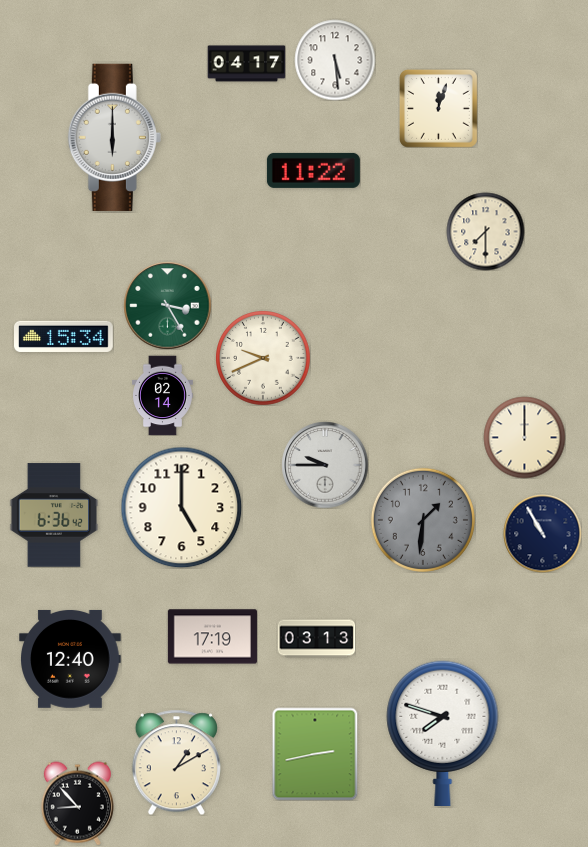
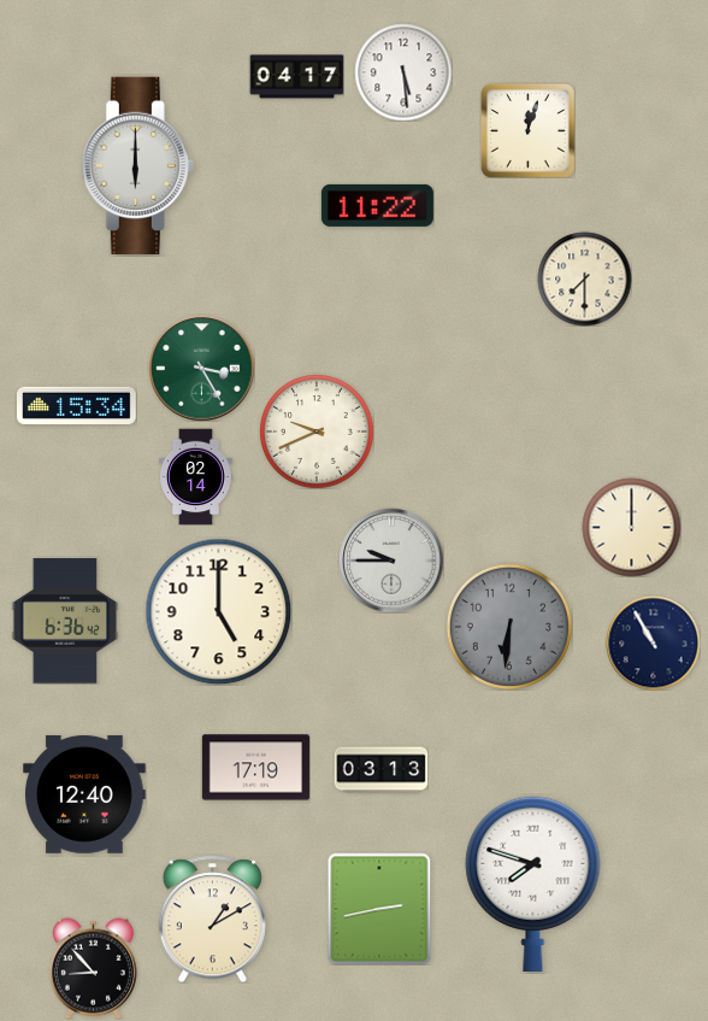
clock at (423, 520): 1:31 -> 6:31
